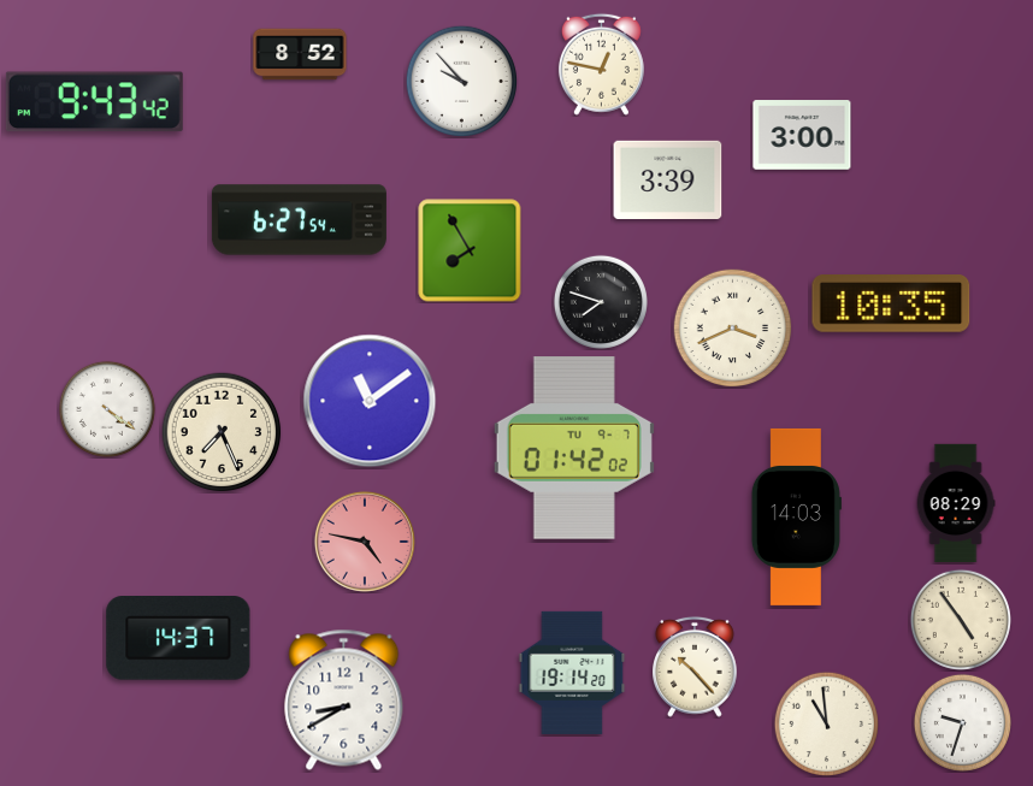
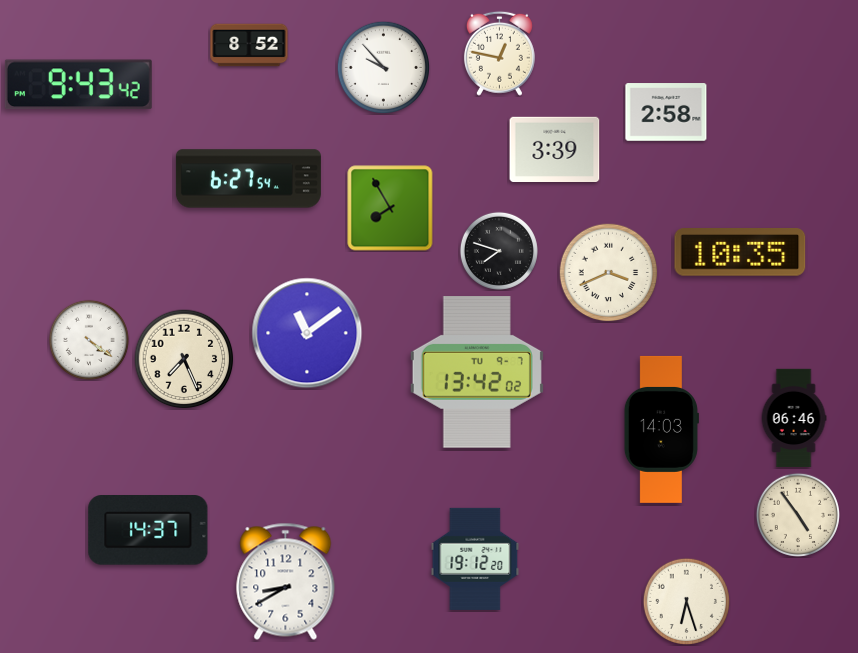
clock at (802, 135): 3:00 -> 2:58
clock at (299, 220) position: (299, 220) -> (248, 179)
clock at (574, 449): 01:42 -> 13:42
clock at (956, 503): 08:29 -> 06:46
clock at (365, 542): 4:47 -> none
clock at (696, 667): 10:23 -> none
clock at (572, 673): 19:14 -> 19:12
clock at (962, 722): 9:33 -> none
clock at (826, 723): 10:59 -> 6:27
